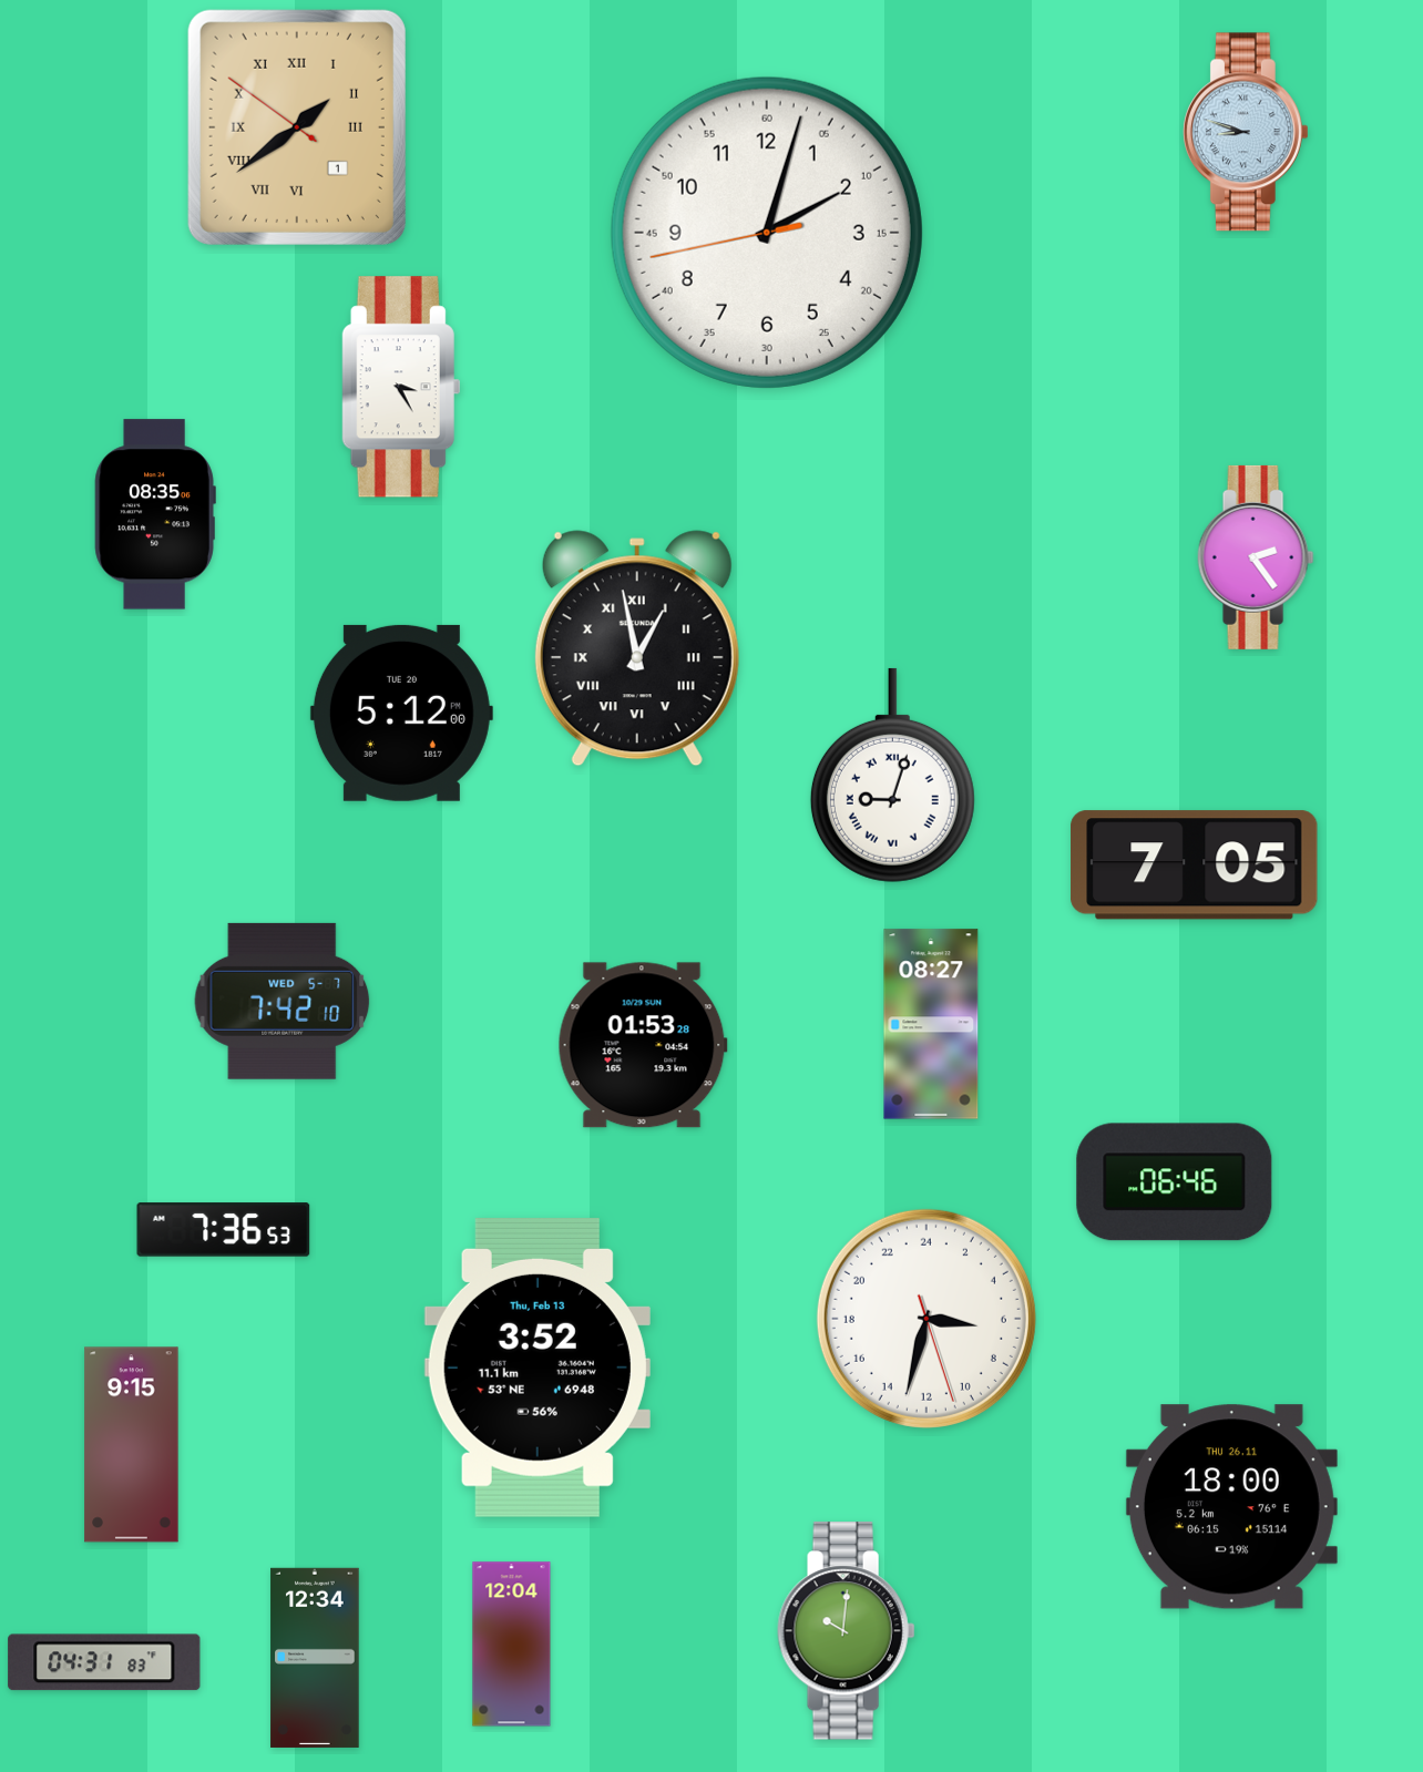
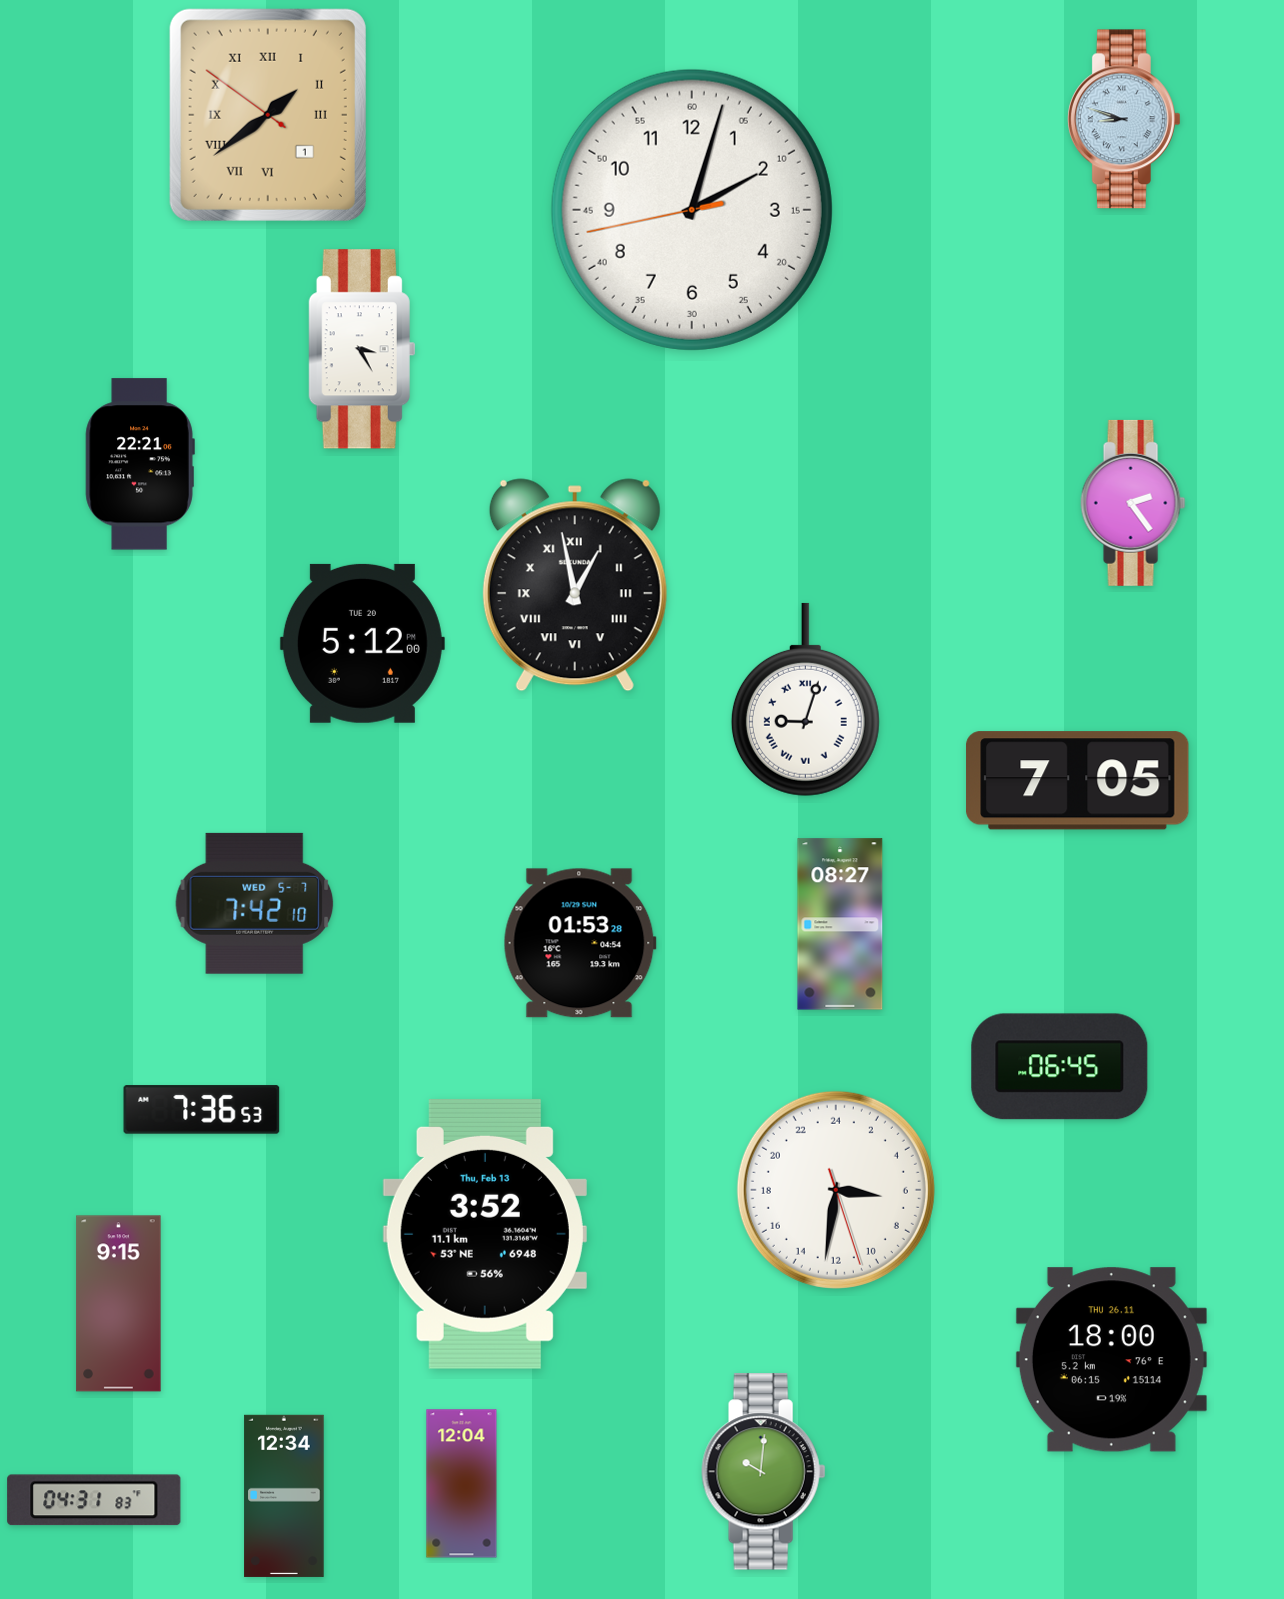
clock at (155, 514): 08:35 -> 22:21
clock at (1175, 1182): 06:46 -> 06:45
clock at (927, 1319): 6:32 -> 6:31
